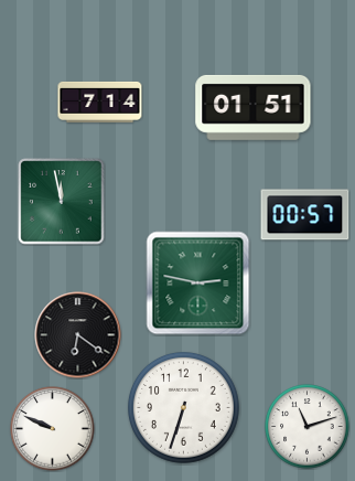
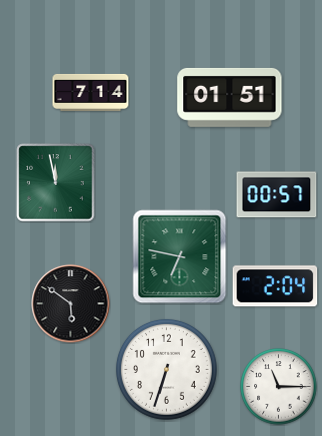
clock at (198, 284): 2:47 -> 6:47
clock at (275, 286): none -> 2:04
clock at (78, 335): 6:21 -> 5:51
clock at (308, 427): 11:12 -> 11:15
clock at (53, 429): 9:49 -> none
